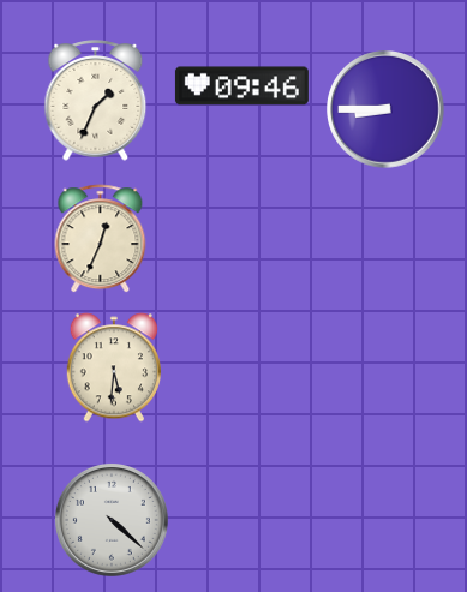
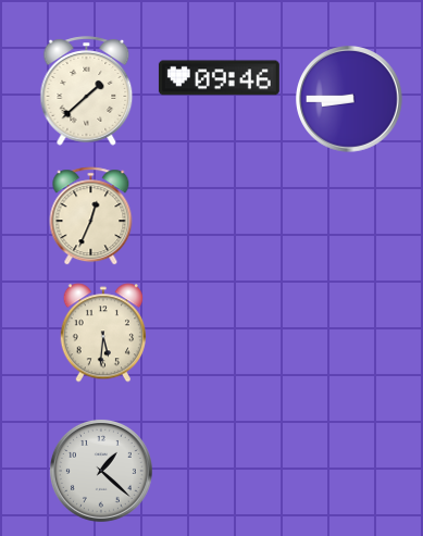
clock at (96, 101): 1:34 -> 1:38
clock at (112, 520): 4:22 -> 1:22
